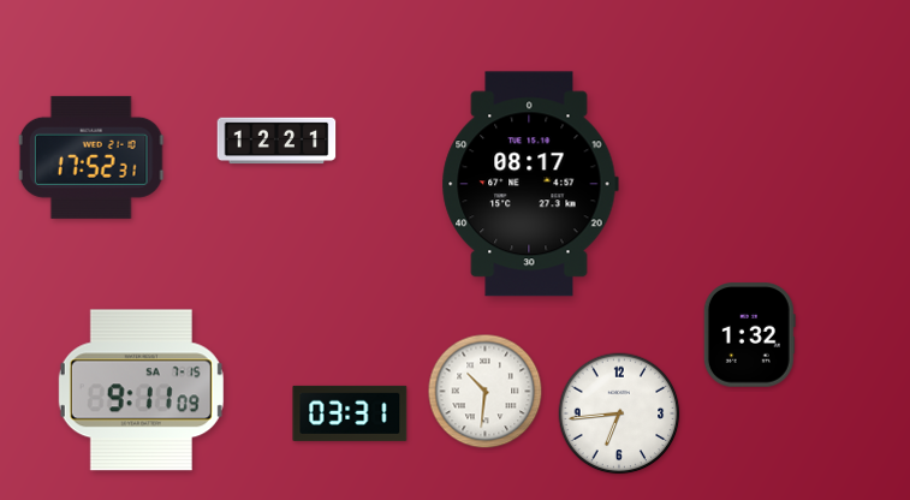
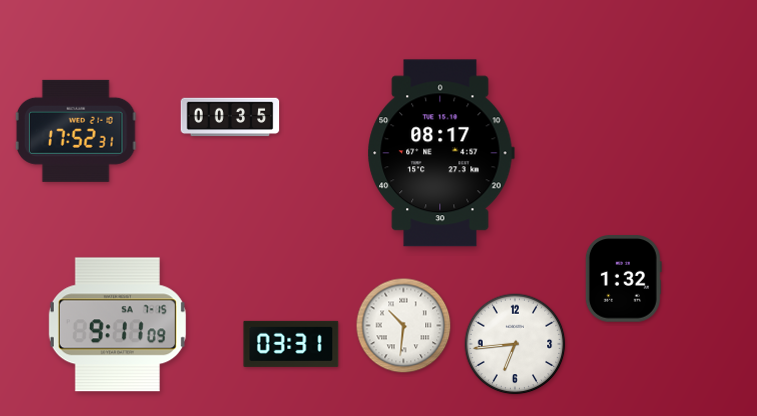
clock at (276, 141): 12:21 -> 00:35
